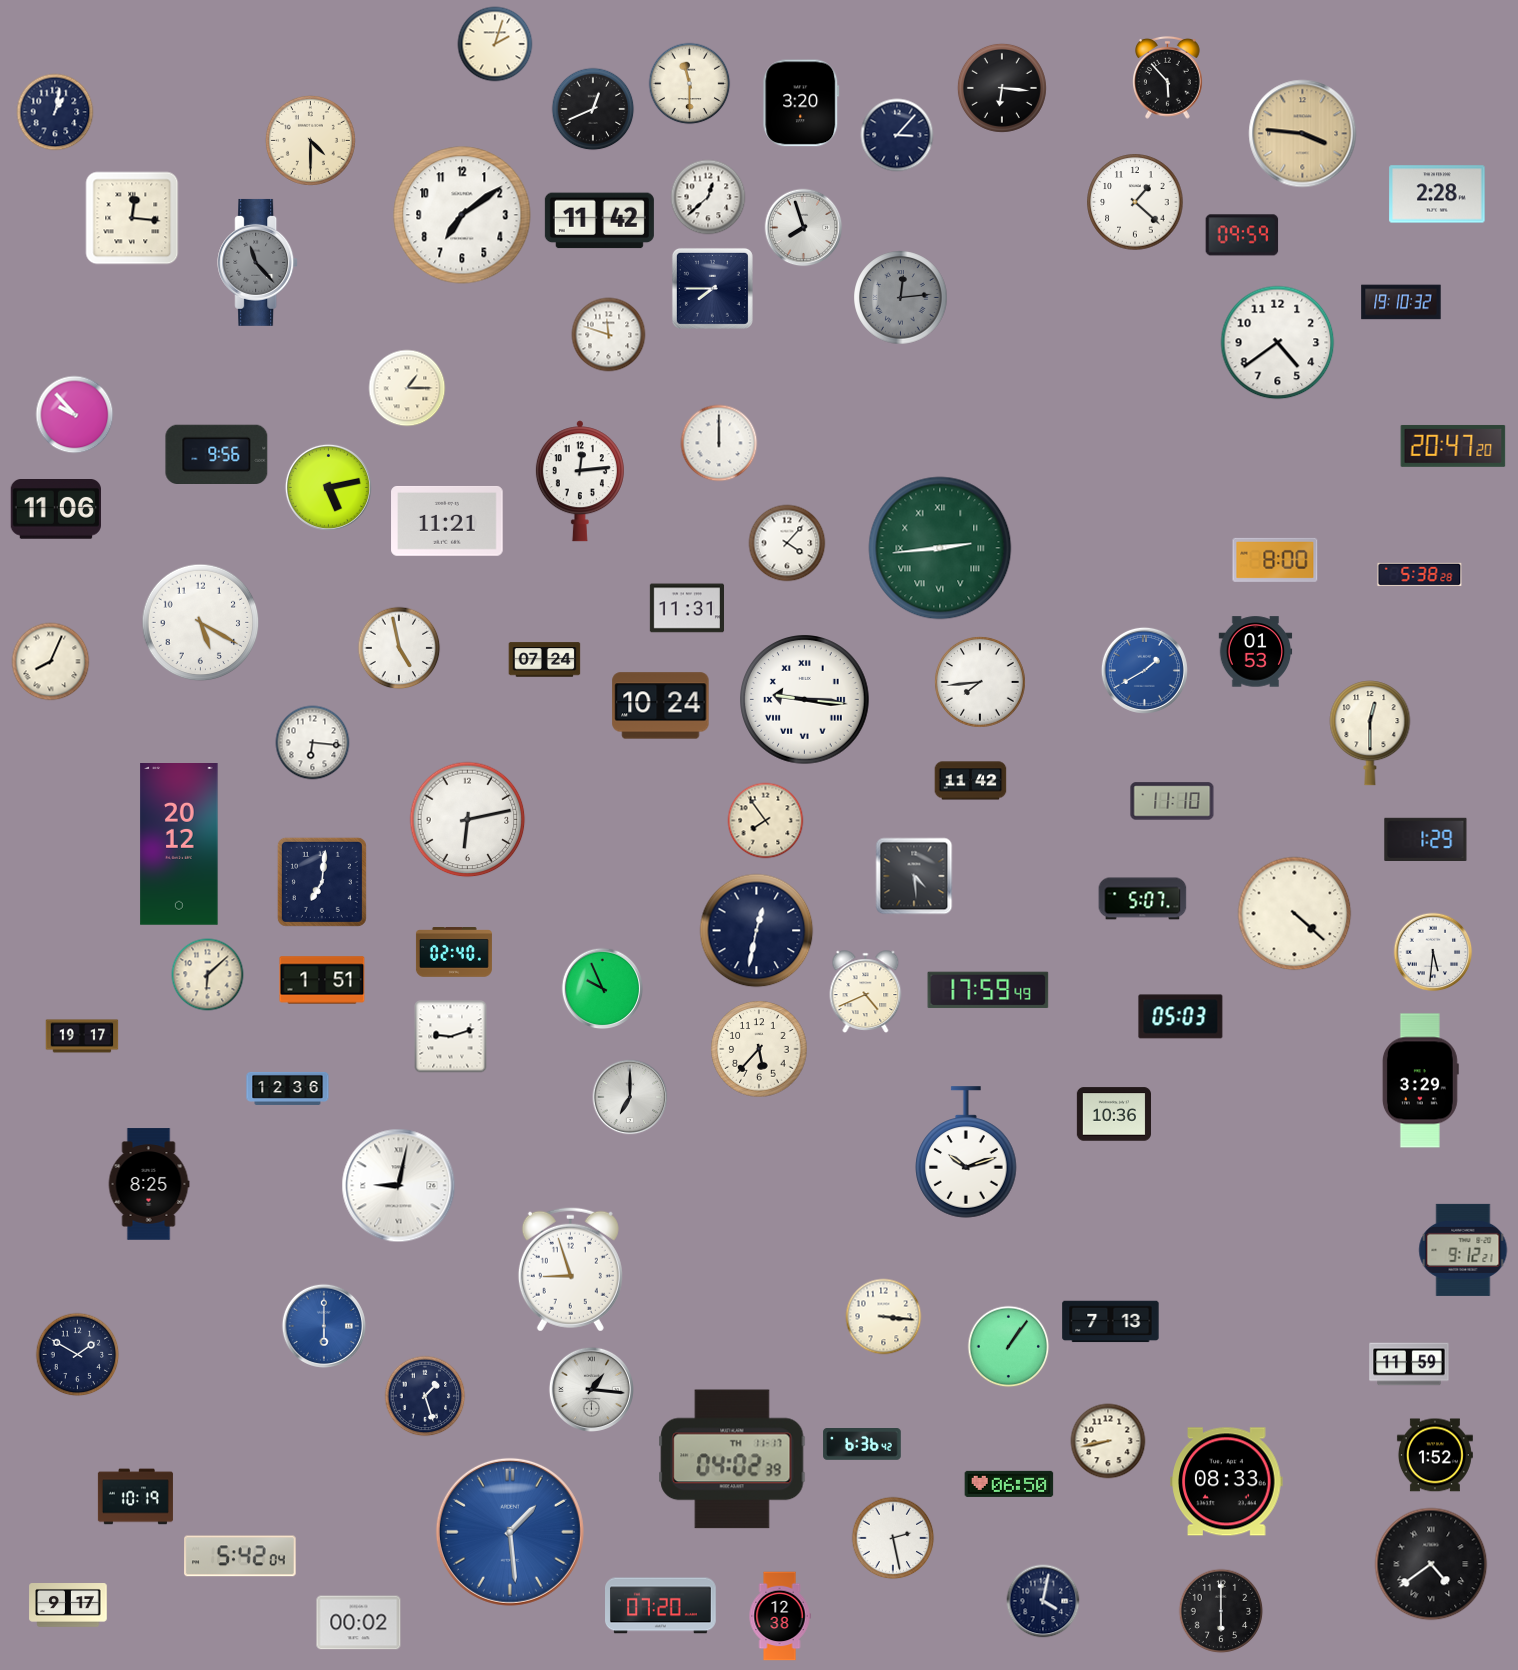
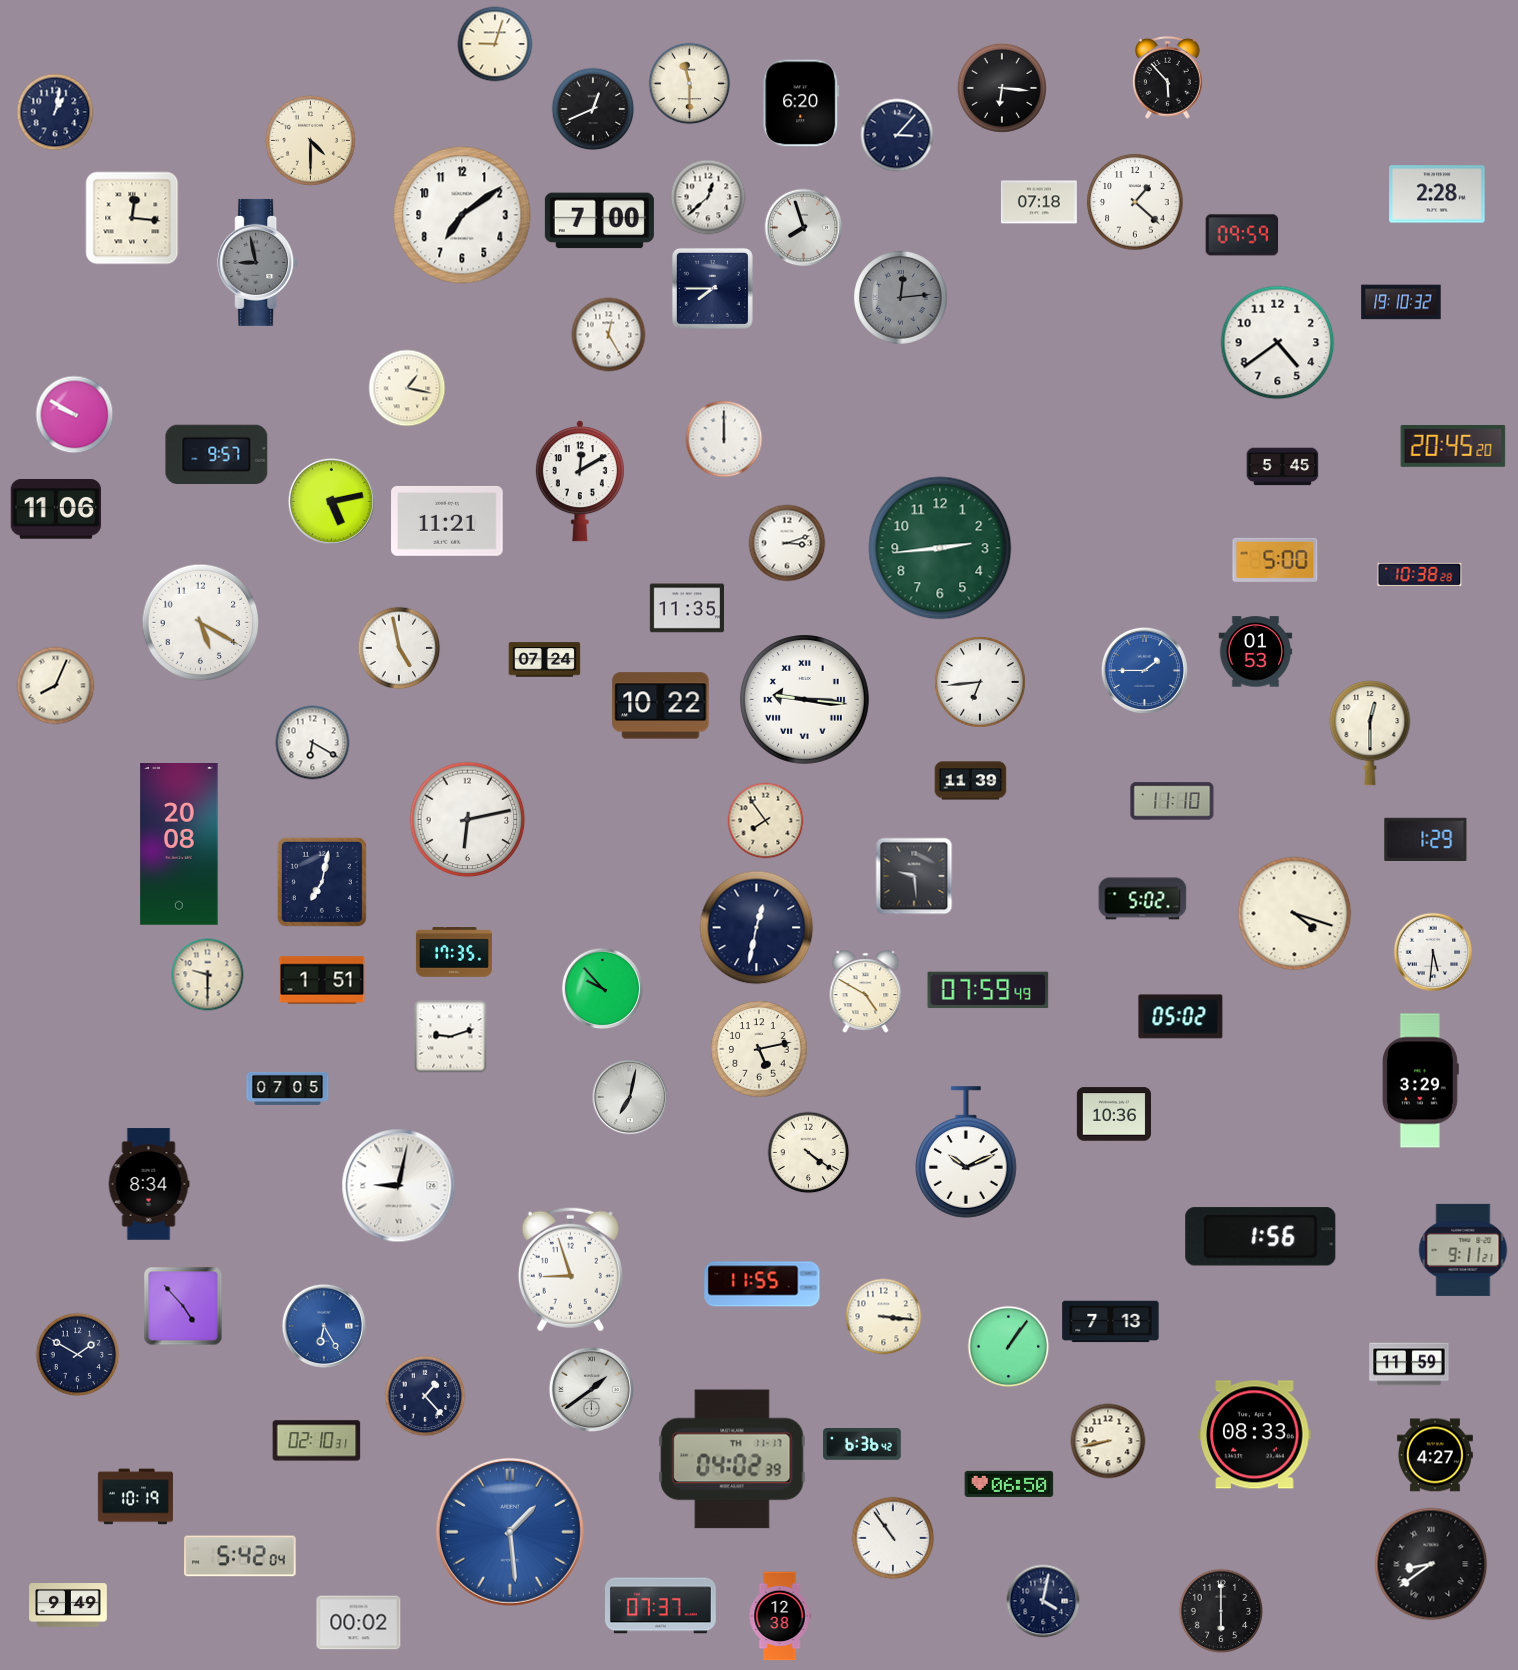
clock at (495, 44): 2:03 -> 9:03
clock at (801, 103): 3:20 -> 6:20
clock at (1303, 134): 3:46 -> none
clock at (1039, 202): none -> 07:18
clock at (599, 221): 11:42 -> 7:00
clock at (258, 262): 11:23 -> 8:58
clock at (609, 335): 11:48 -> 12:25
clock at (407, 388): 1:15 -> 1:17
clock at (75, 415): 9:53 -> 9:50
clock at (719, 443) position: (719, 443) -> (724, 439)
clock at (1453, 446): 20:47 -> 20:45
clock at (217, 454): 9:56 -> 9:57
clock at (1283, 467): none -> 5:45
clock at (580, 481): 12:14 -> 12:10
clock at (328, 487) position: (328, 487) -> (331, 501)
clock at (787, 543): 4:07 -> 3:12
clock at (940, 548) numerals: Roman -> Arabic
clock at (1275, 560): 8:00 -> 5:00
clock at (1420, 574): 5:38 -> 10:38
clock at (686, 608): 11:31 -> 11:35
clock at (51, 662) position: (51, 662) -> (56, 686)
clock at (1144, 670): 1:40 -> 1:45
clock at (980, 682): 7:44 -> 6:44
clock at (661, 706): 10:24 -> 10:22
clock at (313, 743): 6:16 -> 6:20
clock at (971, 781): 11:42 -> 11:39
clock at (179, 845): 20:12 -> 20:08
clock at (914, 876): 4:29 -> 9:29
clock at (322, 882): 7:01 -> 7:02
clock at (1143, 899): 5:07 -> 5:02
clock at (1295, 914): 4:22 -> 4:18
clock at (757, 931) position: (757, 931) -> (757, 928)
clock at (454, 952): 02:40 -> 17:35
clock at (208, 975): 6:08 -> 9:30
clock at (603, 989): 9:56 -> 9:53
clock at (988, 990): 17:59 -> 07:59
clock at (866, 992): 4:41 -> 4:50
clock at (1181, 1017): 05:03 -> 05:02
clock at (82, 1036): 19:17 -> none
clock at (759, 1049): 5:37 -> 5:13
clock at (288, 1088): 12:36 -> 07:05
clock at (630, 1097): 7:00 -> 7:02
clock at (966, 1152): 10:12 -> 10:11
clock at (809, 1153): none -> 4:21
clock at (149, 1184): 8:25 -> 8:34
clock at (1261, 1237): none -> 1:56
clock at (1463, 1250): 9:12 -> 9:11
clock at (762, 1284): none -> 11:55
clock at (183, 1306): none -> 4:53
clock at (324, 1326): 6:00 -> 6:25
clock at (591, 1389): 1:16 -> 1:39
clock at (425, 1396): 1:27 -> 1:23
clock at (317, 1441): none -> 02:10
clock at (1435, 1455): 1:52 -> 4:27
clock at (1227, 1482) position: (1227, 1482) -> (1255, 1435)
clock at (893, 1538): 2:28 -> 10:54
clock at (1431, 1564): 4:39 -> 8:39
clock at (68, 1606): 9:17 -> 9:49
clock at (661, 1606): 07:20 -> 07:37
